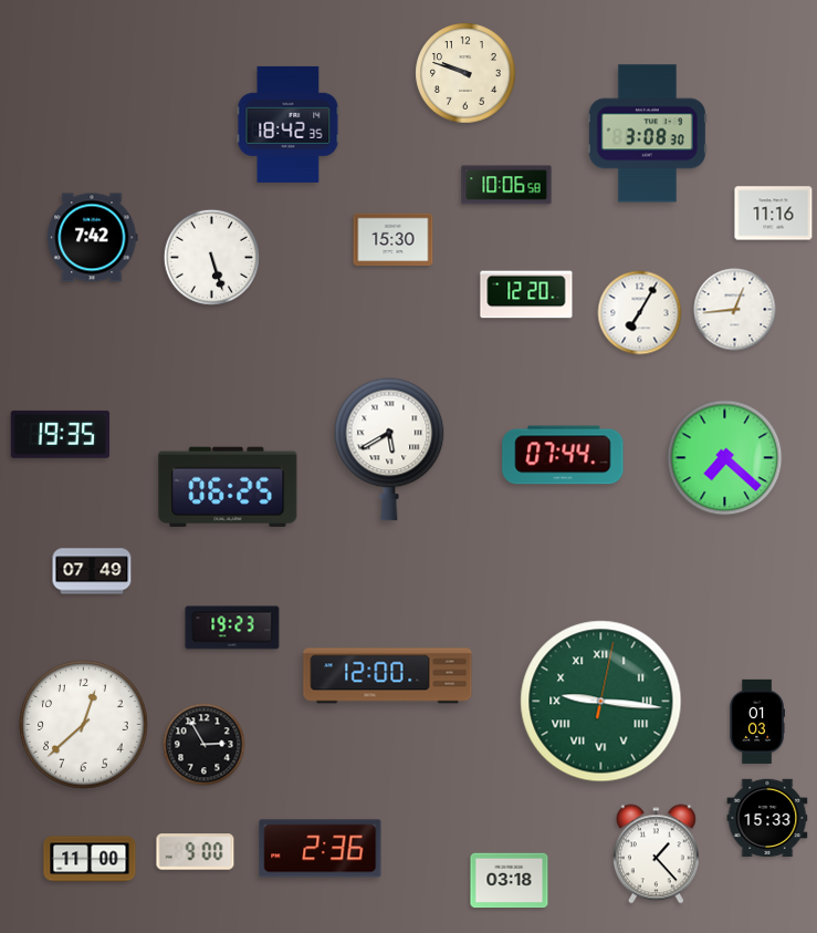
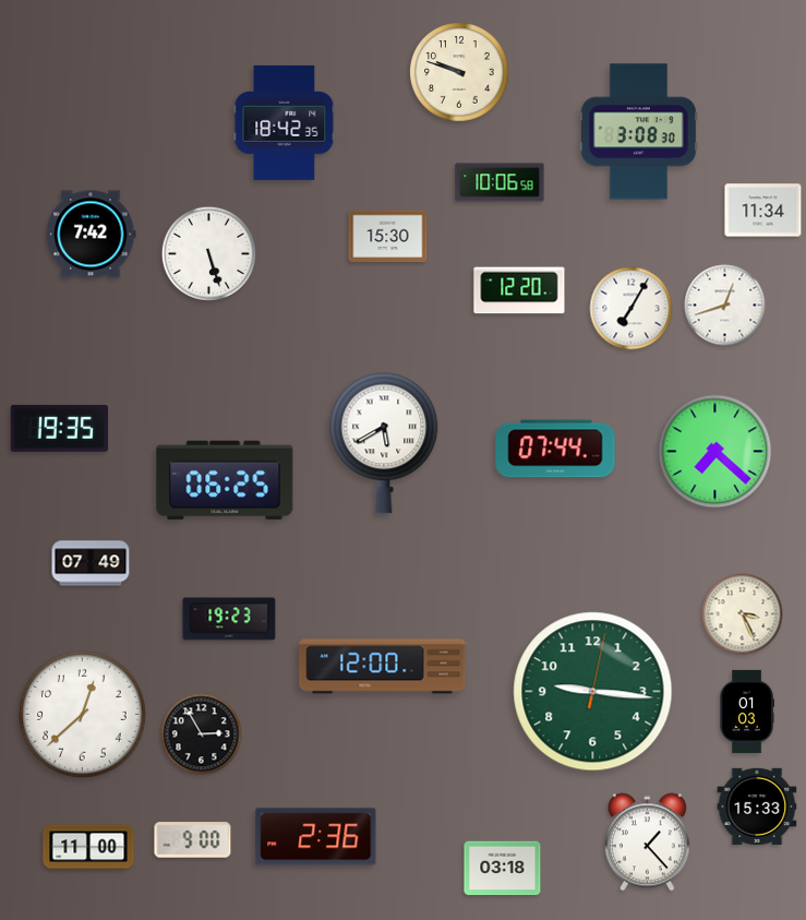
clock at (774, 214): 11:16 -> 11:34
clock at (735, 310): 12:44 -> 12:42
clock at (743, 614): none -> 3:26
clock at (601, 702) numerals: Roman -> Arabic
